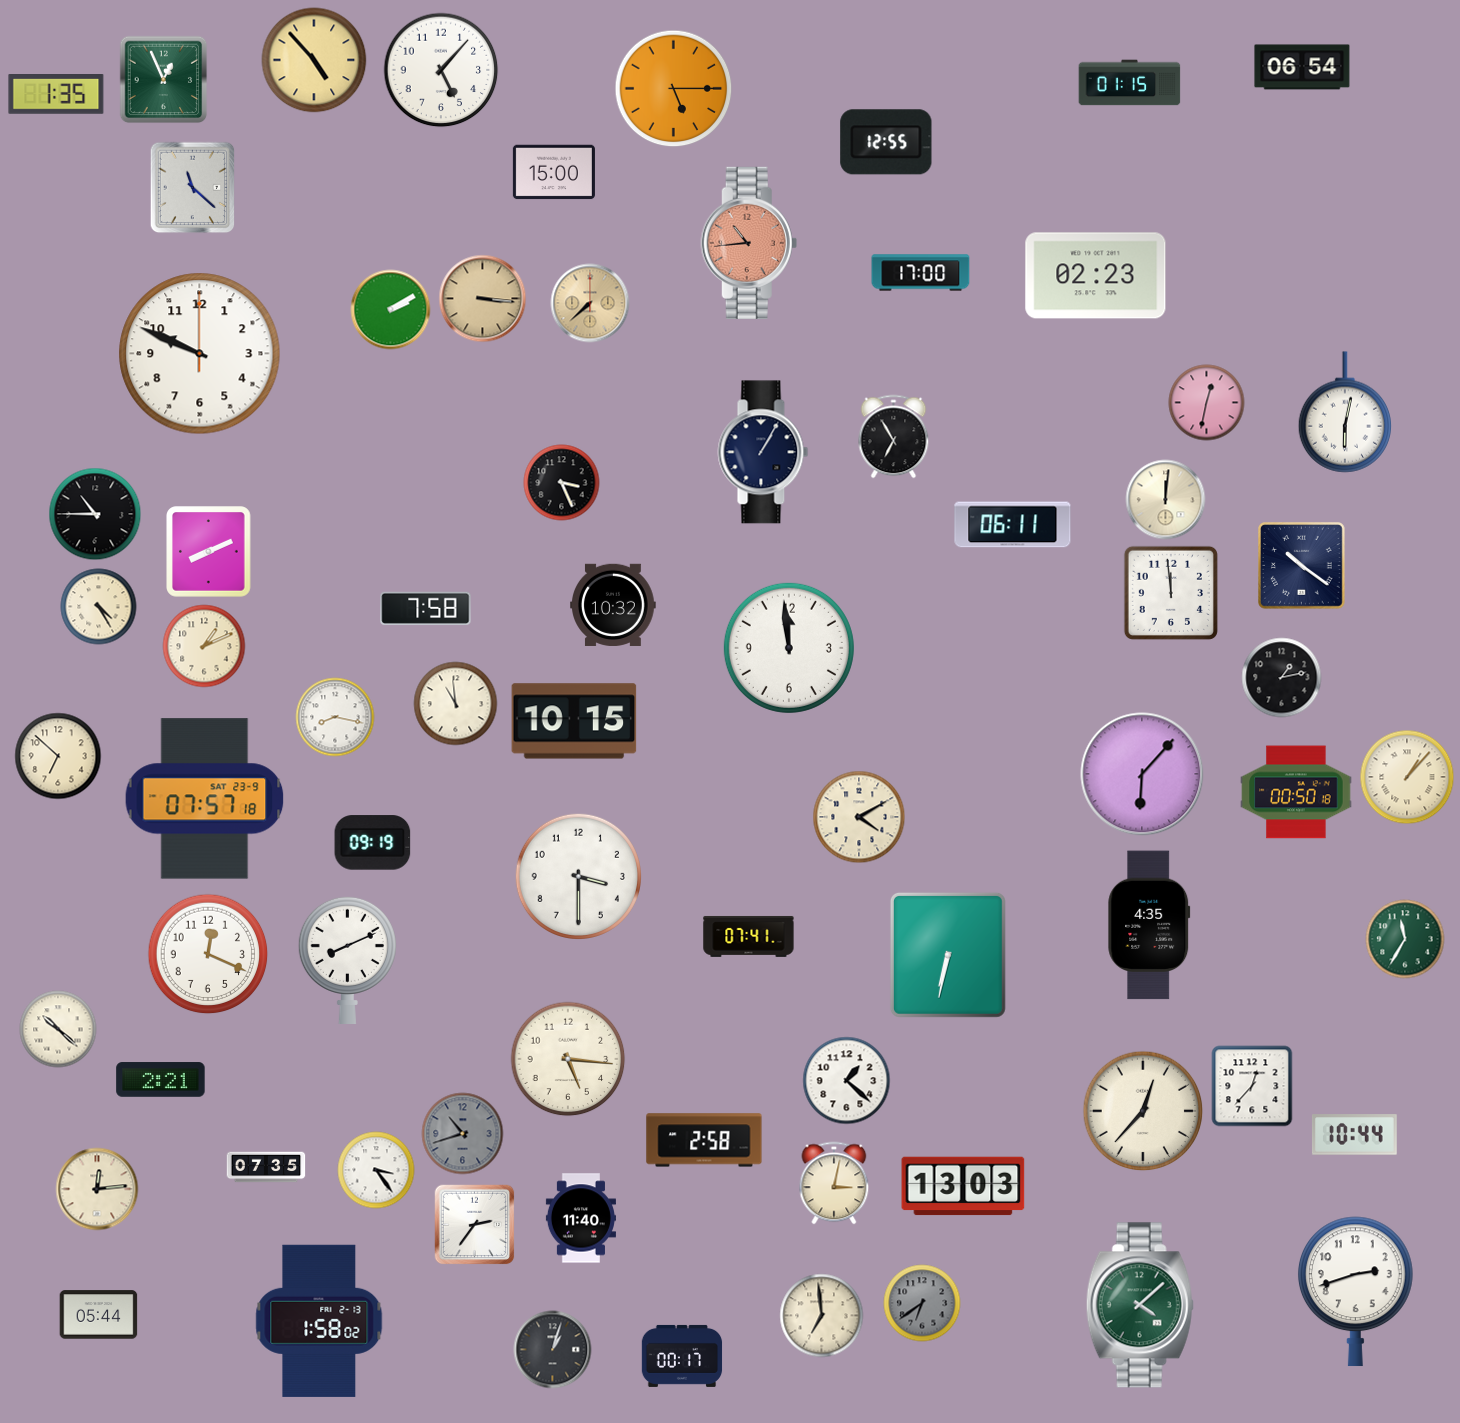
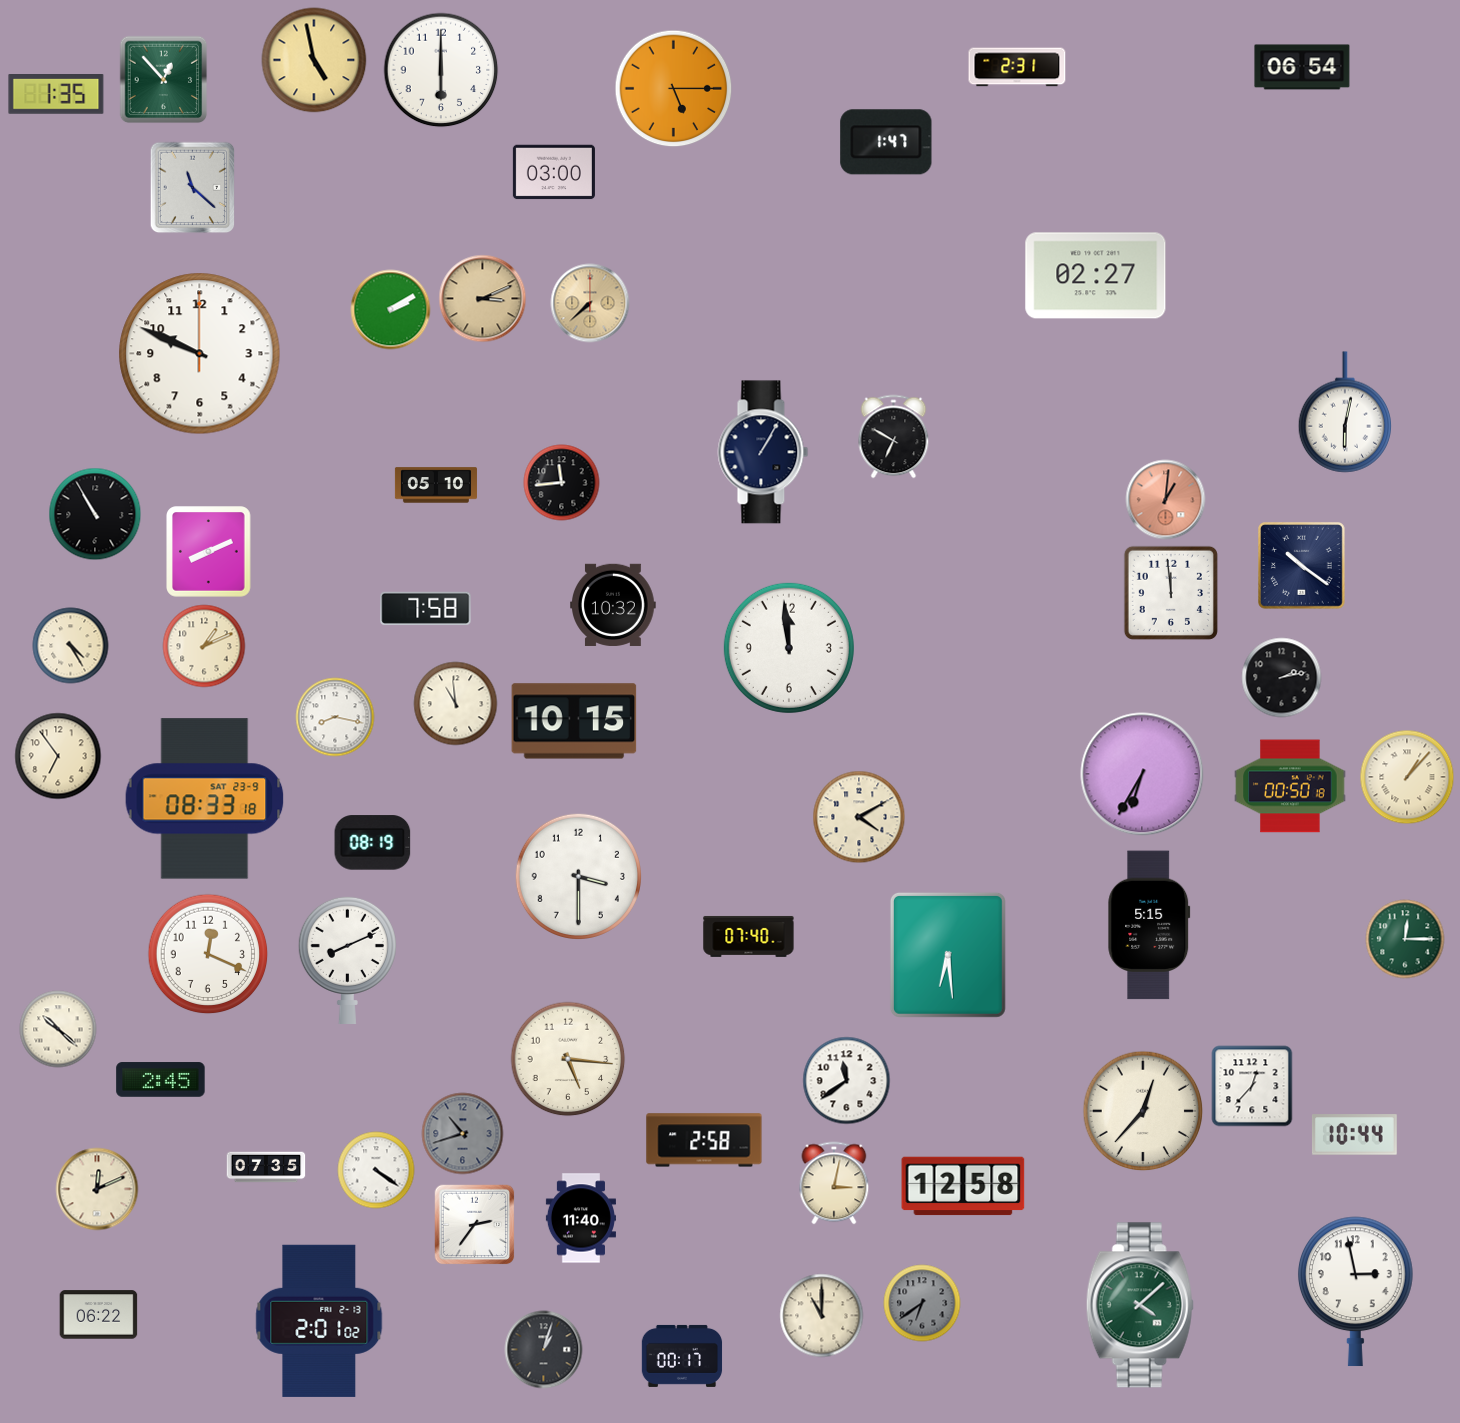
clock at (314, 60): 4:53 -> 4:58
clock at (1017, 67): none -> 2:31
clock at (441, 70): 5:07 -> 6:00
clock at (164, 80): 12:56 -> 12:53
clock at (1130, 83): 01:15 -> none
clock at (886, 142): 12:55 -> 1:47
clock at (554, 172): 15:00 -> 03:00
clock at (749, 243): 10:44 -> none
clock at (921, 273): 17:00 -> none
clock at (1096, 276): 02:23 -> 02:27
clock at (483, 299): 3:16 -> 3:11
clock at (1207, 403): 12:32 -> none
clock at (894, 437): 6:55 -> 6:50
clock at (562, 483): 3:26 -> 11:44
clock at (436, 485): none -> 05:10
clock at (1166, 500): 12:01 -> 1:01
clock at (1166, 500) dial: cream -> salmon
clock at (95, 514): 10:45 -> 10:55
clock at (1013, 525): 06:11 -> none
clock at (99, 607) position: (99, 607) -> (71, 646)
clock at (1282, 678): 1:13 -> 2:13
clock at (58, 756): 6:52 -> 6:54
clock at (1142, 774): 6:07 -> 6:35
clock at (1296, 792) position: (1296, 792) -> (1290, 786)
clock at (205, 799): 07:57 -> 08:33
clock at (373, 843): 09:19 -> 08:19
clock at (1149, 925): 4:35 -> 5:15
clock at (749, 936): 07:41 -> 07:40
clock at (1405, 939): 11:35 -> 12:15
clock at (948, 955): 6:32 -> 6:29
clock at (161, 1080): 2:21 -> 2:45
clock at (847, 1081): 1:22 -> 11:39
clock at (376, 1170): 3:24 -> 4:21
clock at (963, 1186): 13:03 -> 12:58
clock at (97, 1189): 12:14 -> 12:11
clock at (1355, 1292): 2:42 -> 2:58
clock at (99, 1315): 05:44 -> 06:22
clock at (822, 1316): 6:59 -> 11:00
clock at (319, 1321): 1:58 -> 2:01
clock at (553, 1350) position: (553, 1350) -> (544, 1350)
